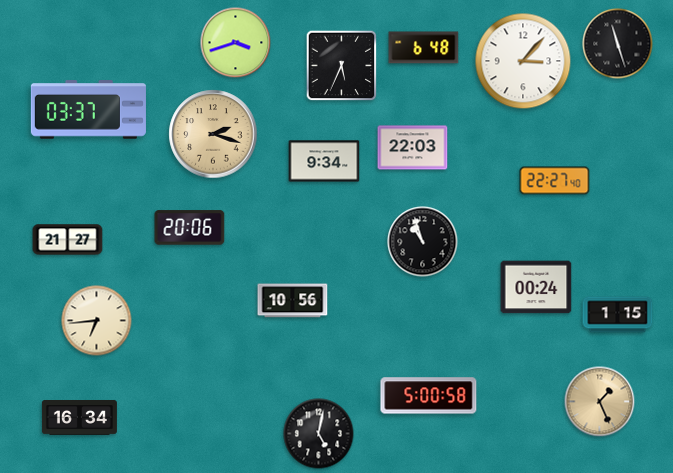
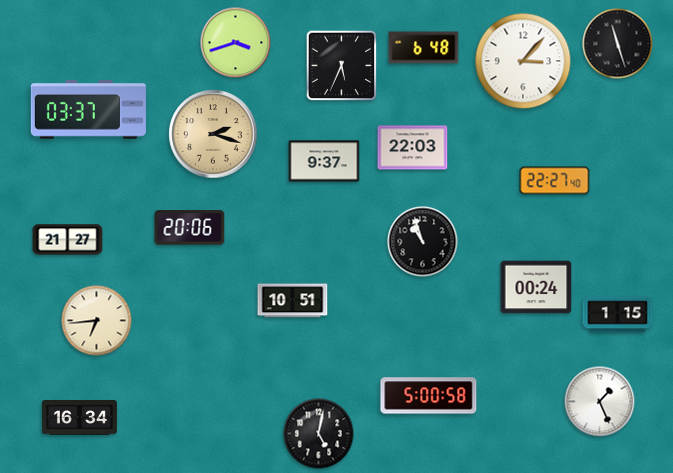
clock at (324, 161): 9:34 -> 9:37
clock at (293, 301): 10:56 -> 10:51
clock at (600, 402) dial: champagne -> white
